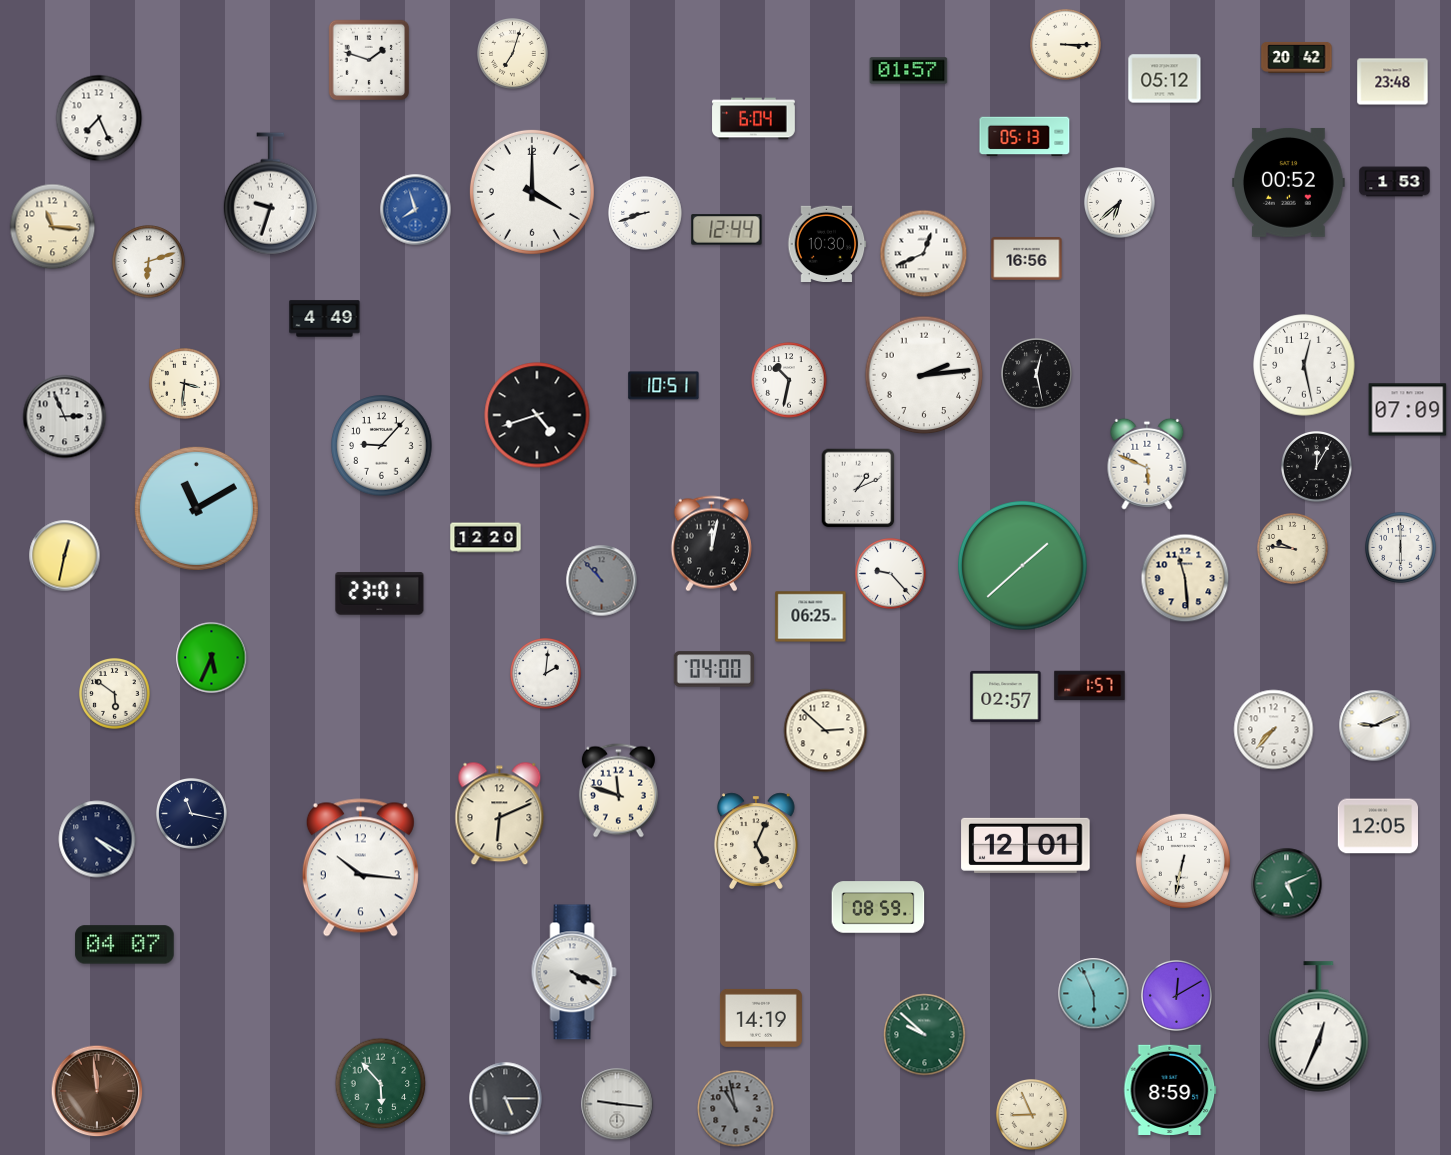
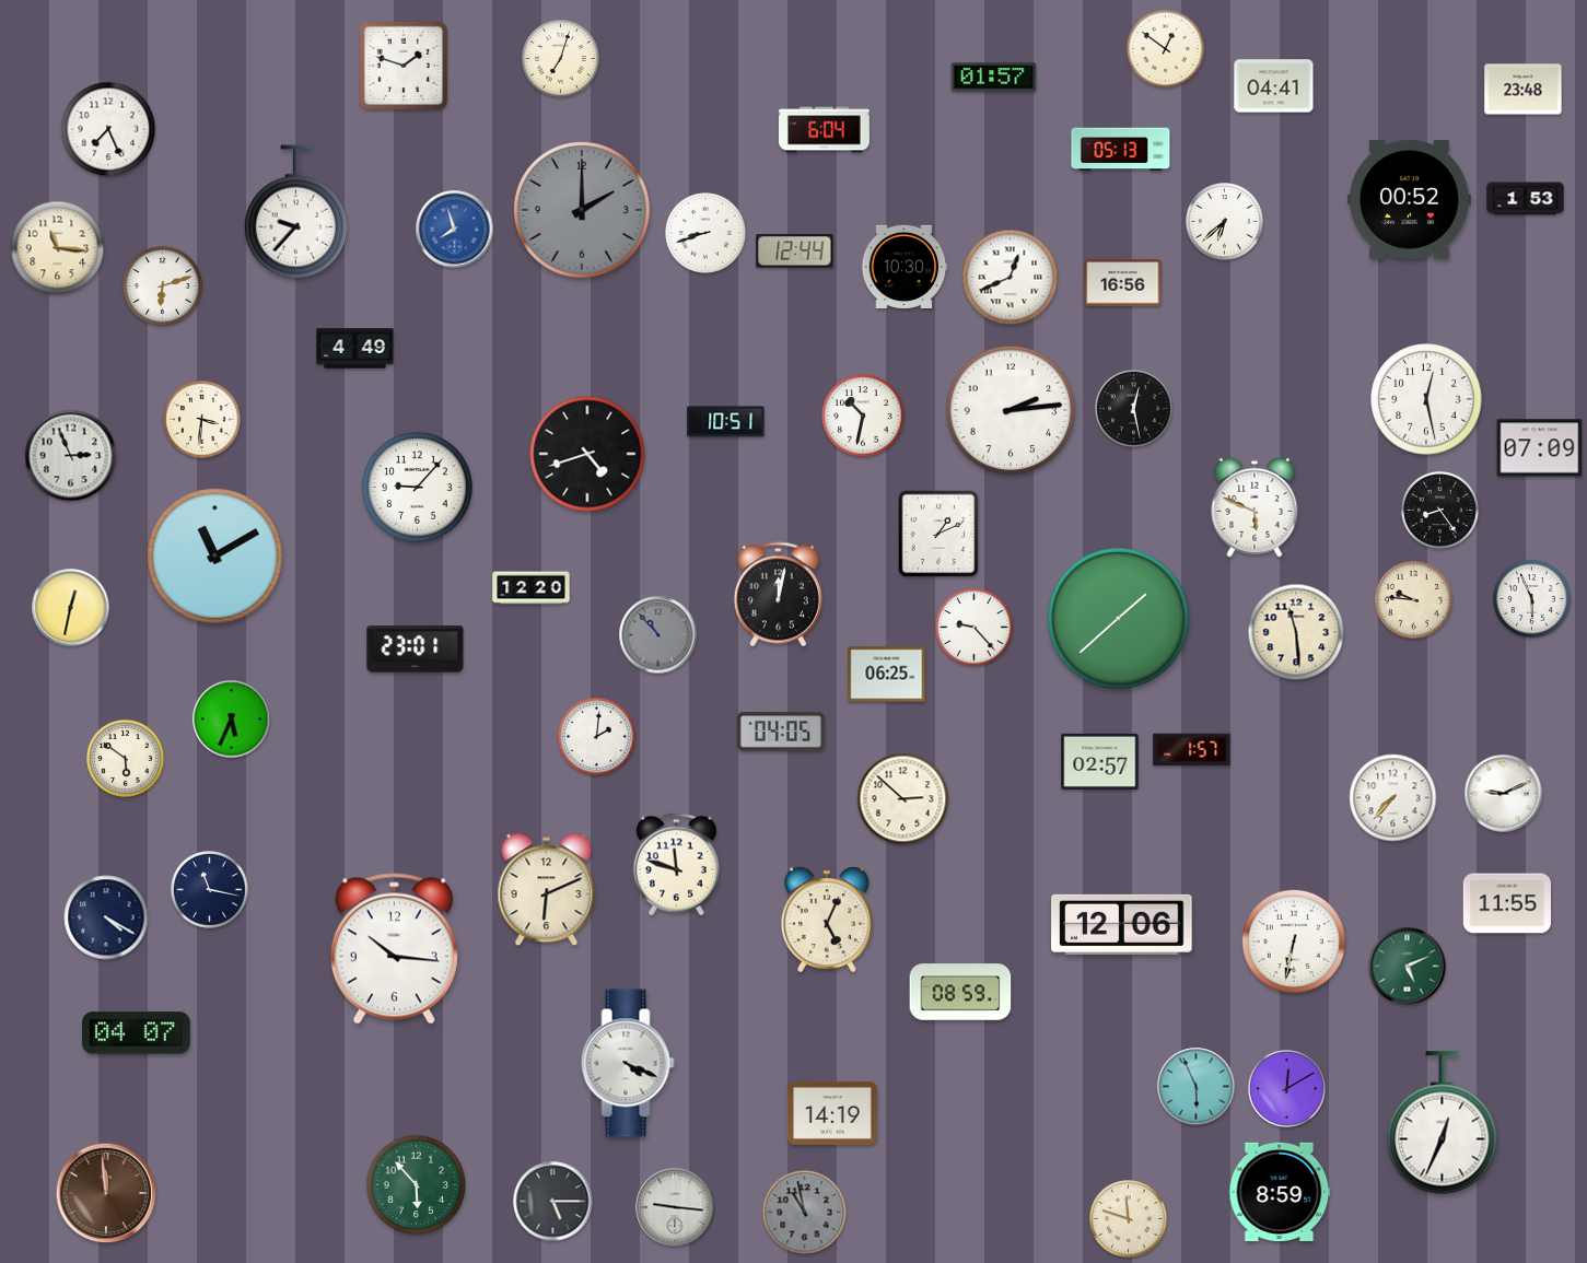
clock at (1066, 45): 3:15 -> 12:51
clock at (1297, 57): 20:42 -> none
clock at (1165, 79): 05:12 -> 04:41
clock at (532, 192): 4:00 -> 2:00
clock at (532, 192) dial: white -> grey
clock at (270, 194): 9:33 -> 9:37
clock at (1317, 467): 12:05 -> 8:24
clock at (1401, 548): 6:00 -> 5:56
clock at (713, 669): 04:00 -> 04:05
clock at (1377, 826): 12:05 -> 11:55
clock at (1026, 845): 12:01 -> 12:06
clock at (925, 1035): 9:52 -> none
clock at (1032, 1115): 8:56 -> 11:48
